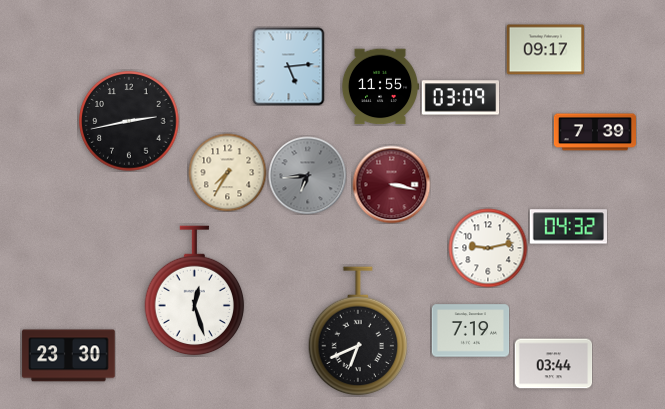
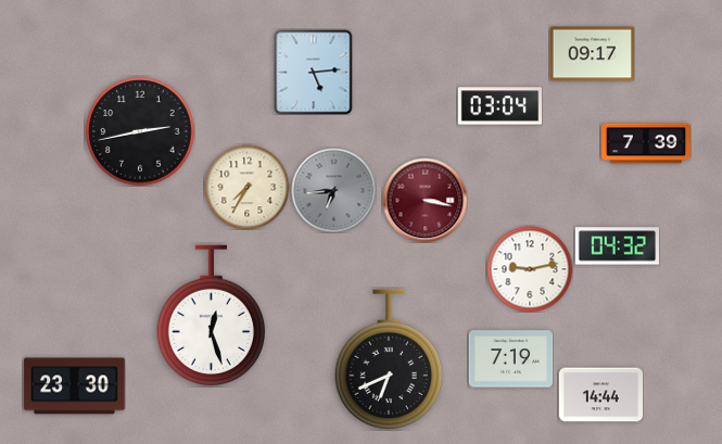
clock at (380, 87): 11:55 -> none
clock at (460, 98): 03:09 -> 03:04
clock at (553, 364): 03:44 -> 14:44
